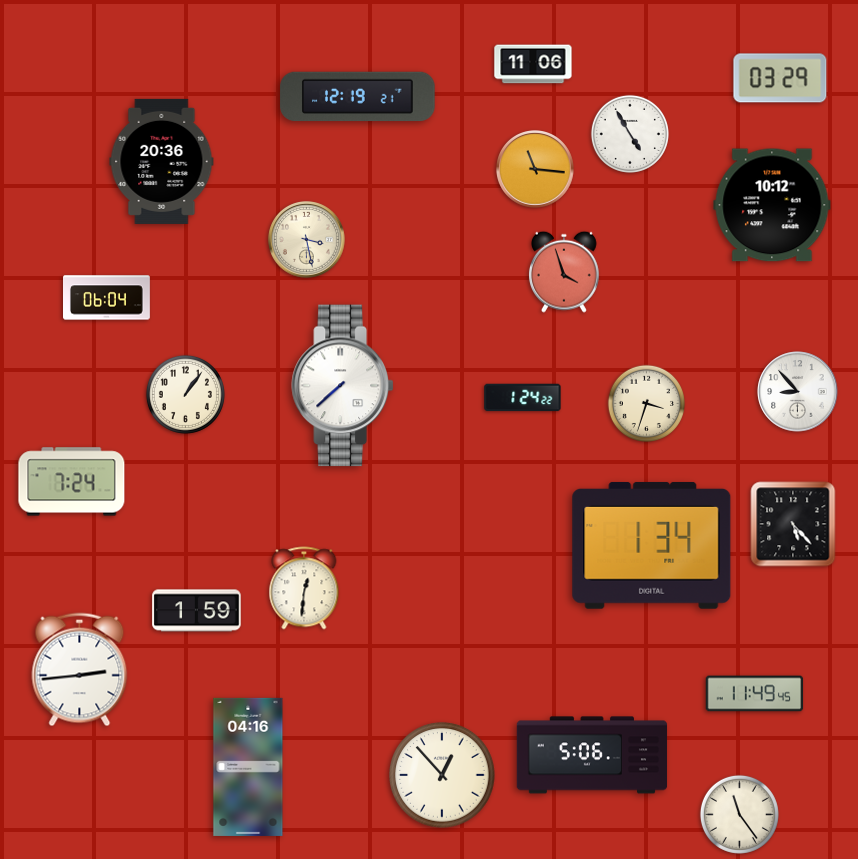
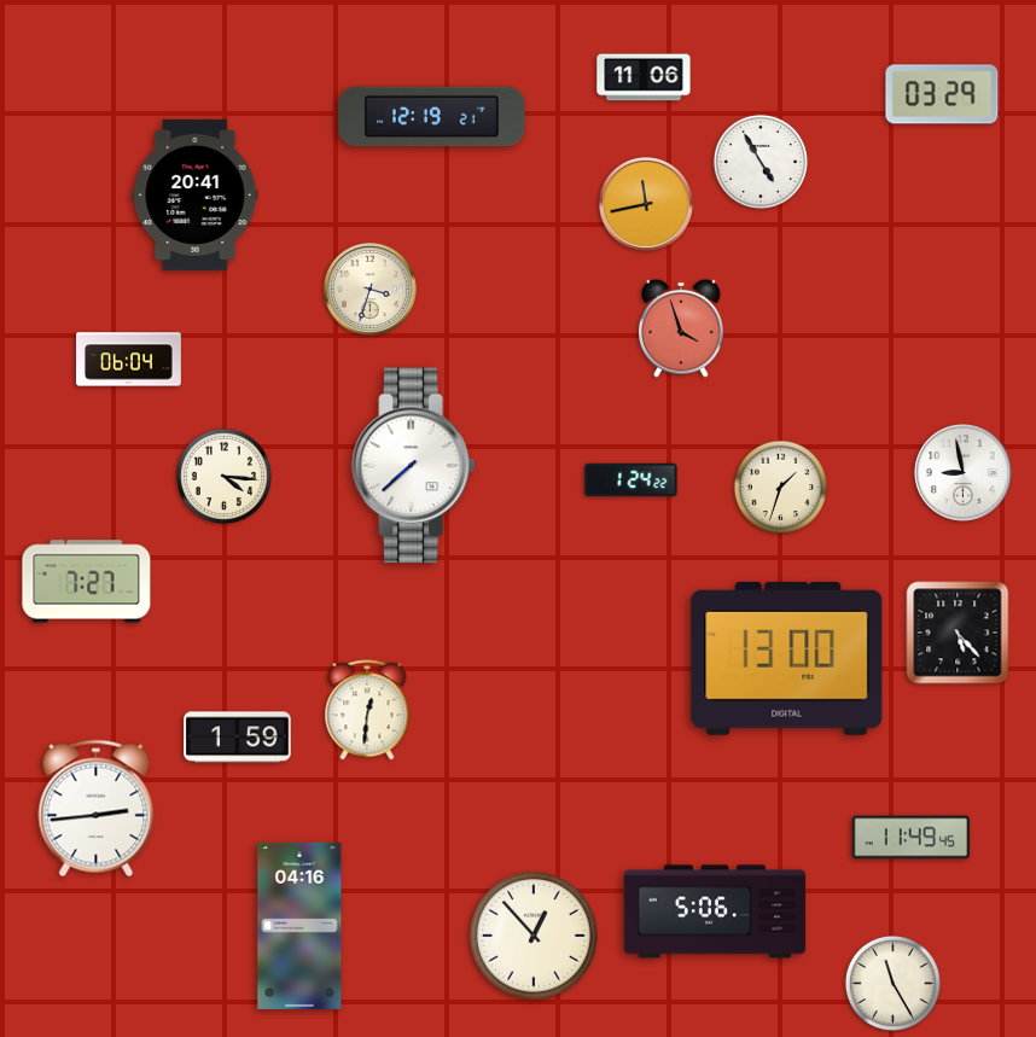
clock at (162, 161): 20:36 -> 20:41
clock at (536, 170): 11:16 -> 11:43
clock at (772, 205): 10:12 -> none
clock at (306, 239): 3:28 -> 3:33
clock at (798, 392): 8:53 -> 8:58
clock at (185, 394): 1:06 -> 4:16
clock at (646, 403): 3:33 -> 1:33
clock at (72, 482): 7:24 -> 7:27
clock at (652, 545): 1:34 -> 13:00
clock at (739, 814): 11:24 -> 11:25
